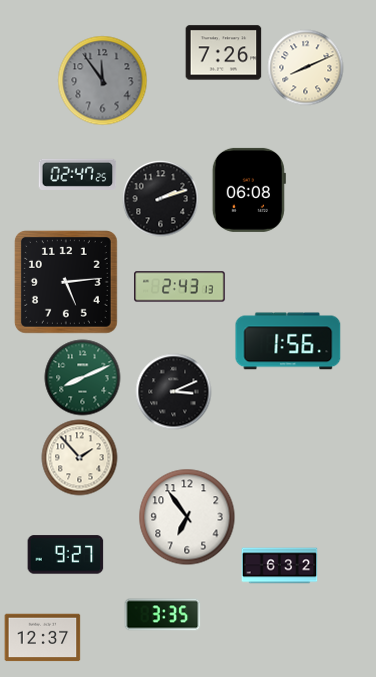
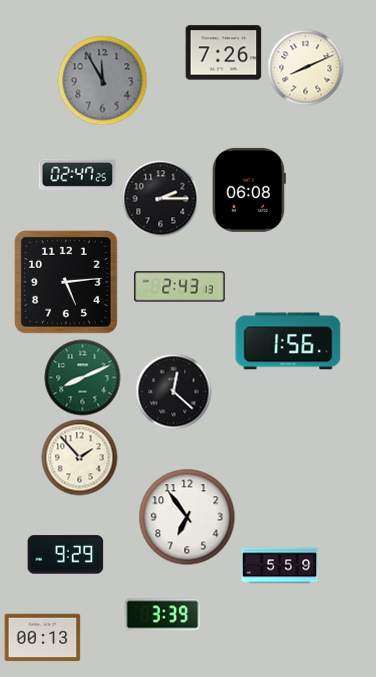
clock at (103, 81): 11:54 -> 11:55
clock at (161, 199): 2:12 -> 2:15
clock at (174, 392): 3:11 -> 12:22
clock at (66, 555): 9:27 -> 9:29
clock at (280, 566): 6:32 -> 5:59
clock at (163, 615): 3:35 -> 3:39
clock at (43, 638): 12:37 -> 00:13
